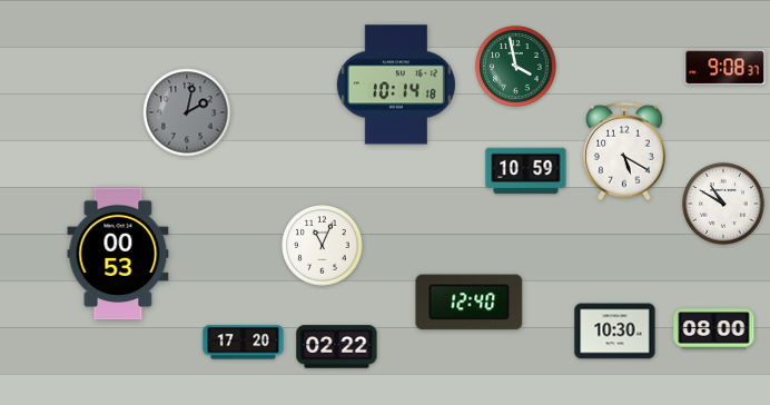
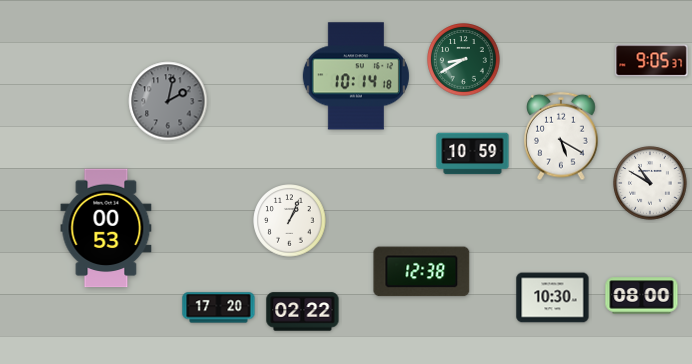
clock at (516, 67): 3:58 -> 8:40
clock at (725, 68): 9:08 -> 9:05
clock at (323, 246): 11:04 -> 1:04
clock at (470, 303): 12:40 -> 12:38
